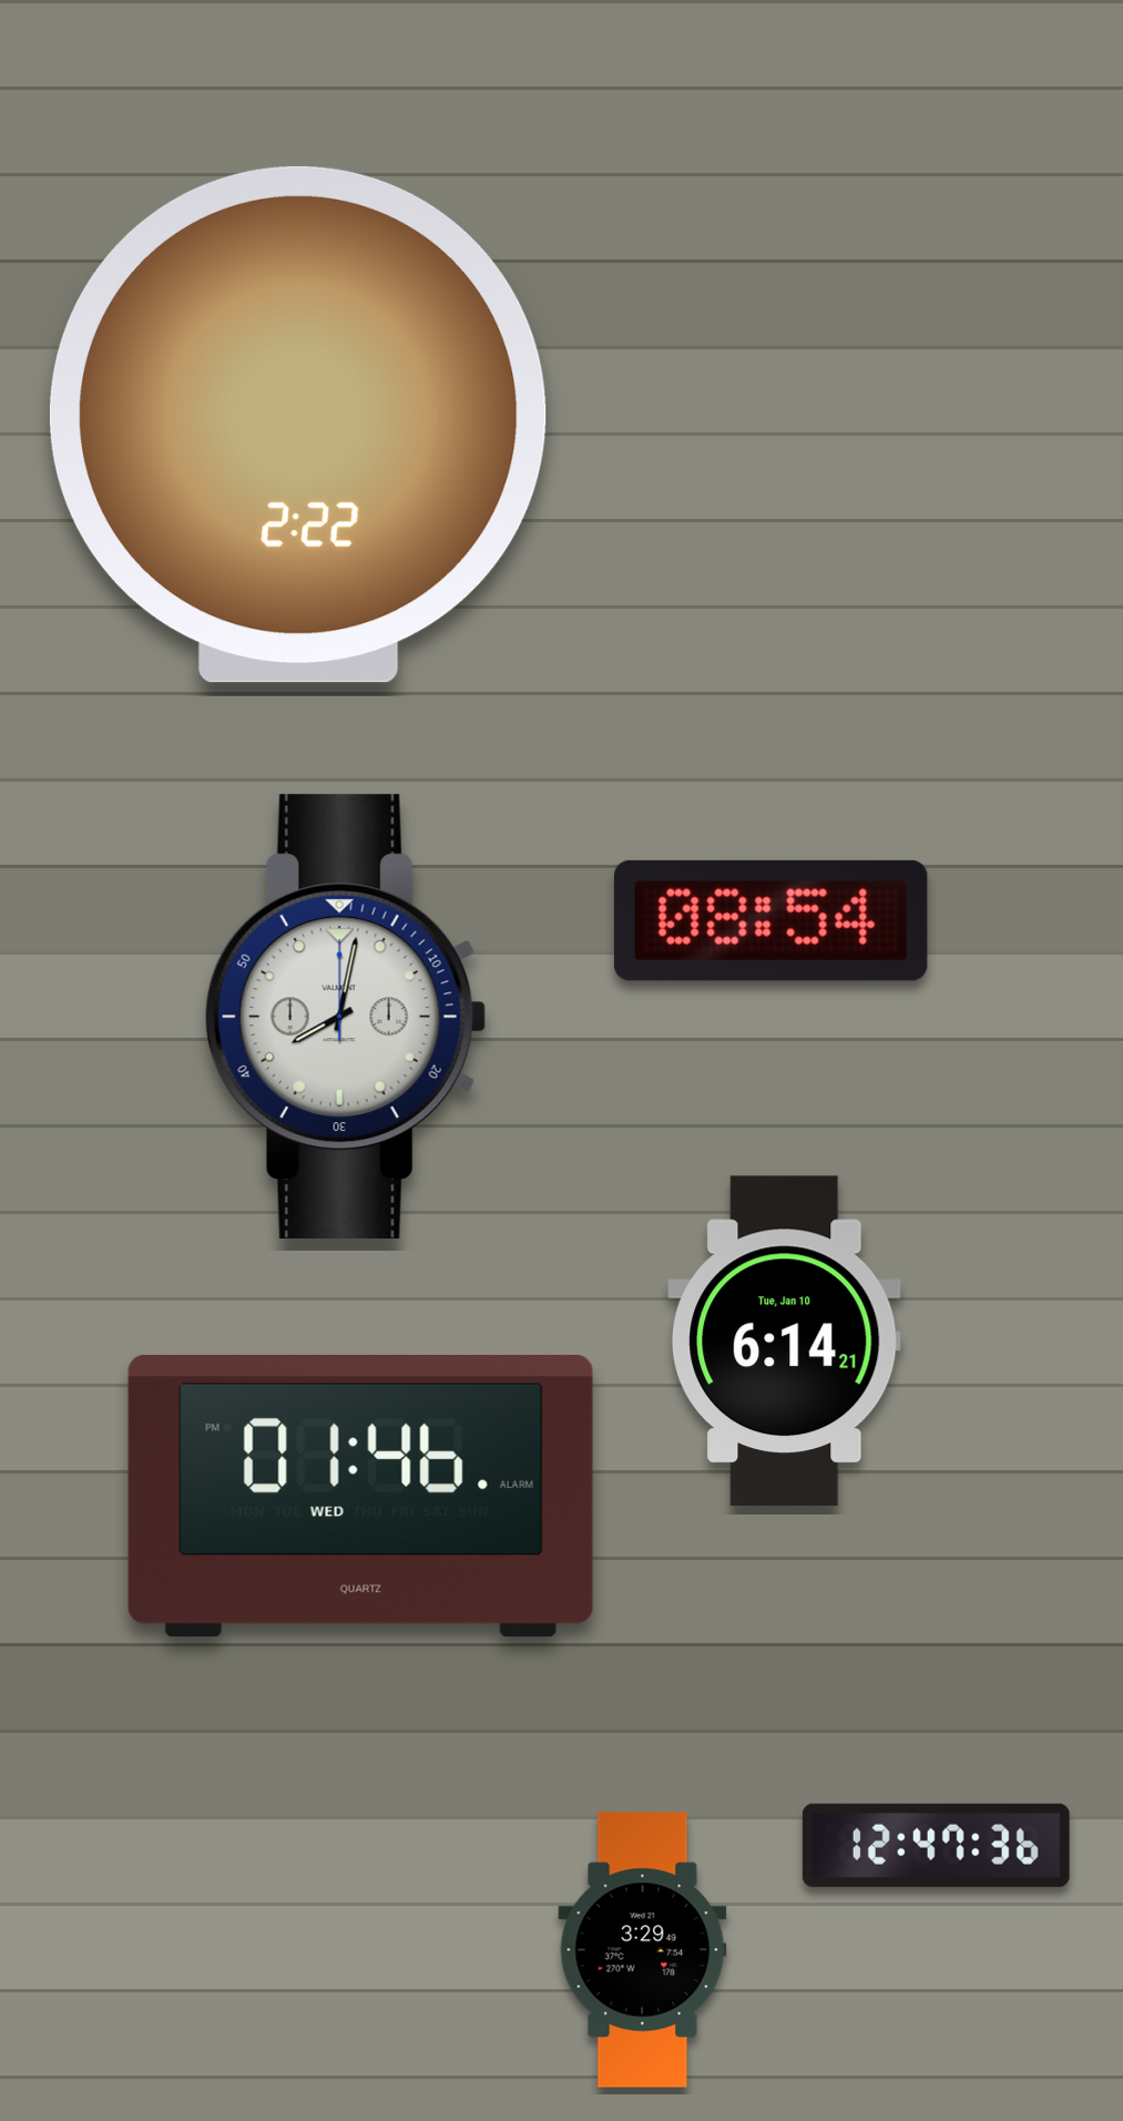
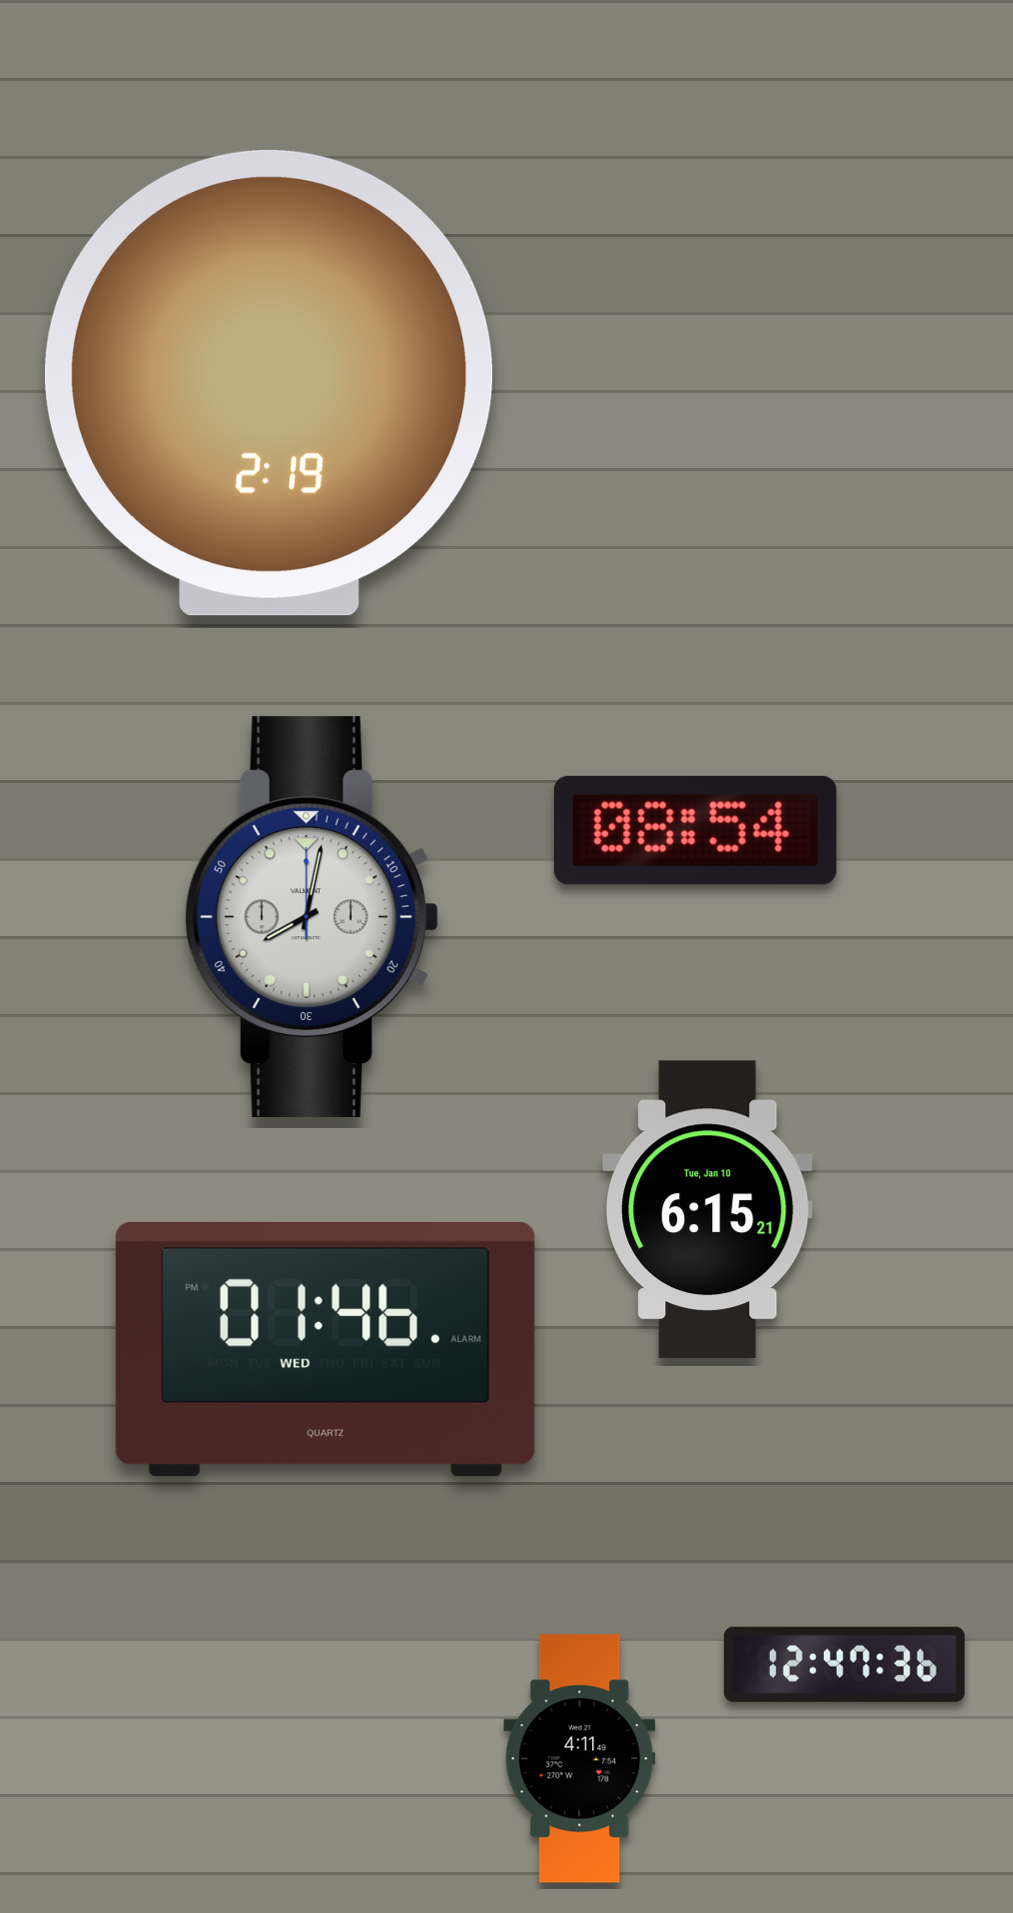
clock at (298, 425): 2:22 -> 2:19
clock at (785, 1340): 6:14 -> 6:15
clock at (643, 1950): 3:29 -> 4:11
